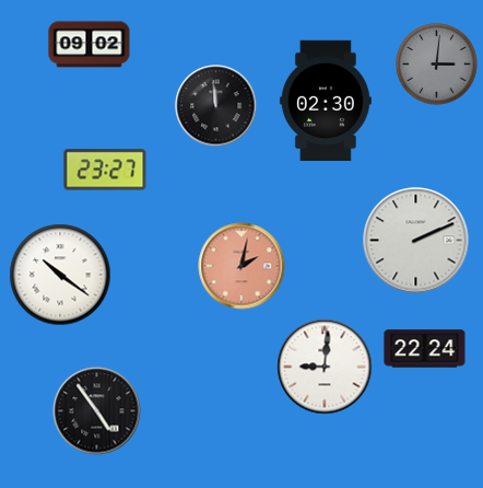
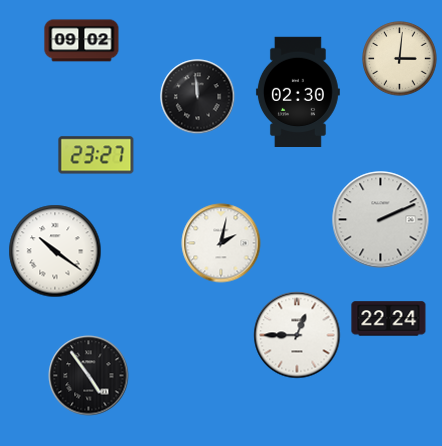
clock at (437, 65) dial: grey -> cream
clock at (241, 266) dial: salmon -> white
clock at (325, 367): 9:01 -> 12:45
